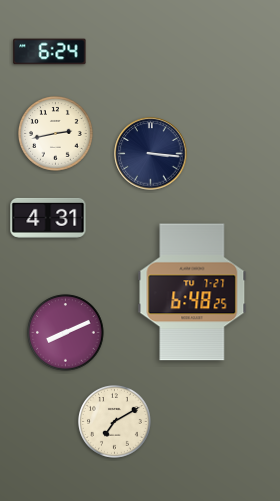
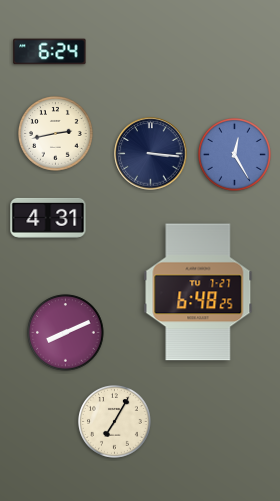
clock at (234, 154): none -> 12:25
clock at (192, 292) position: (192, 292) -> (198, 292)
clock at (114, 421): 7:10 -> 7:05
